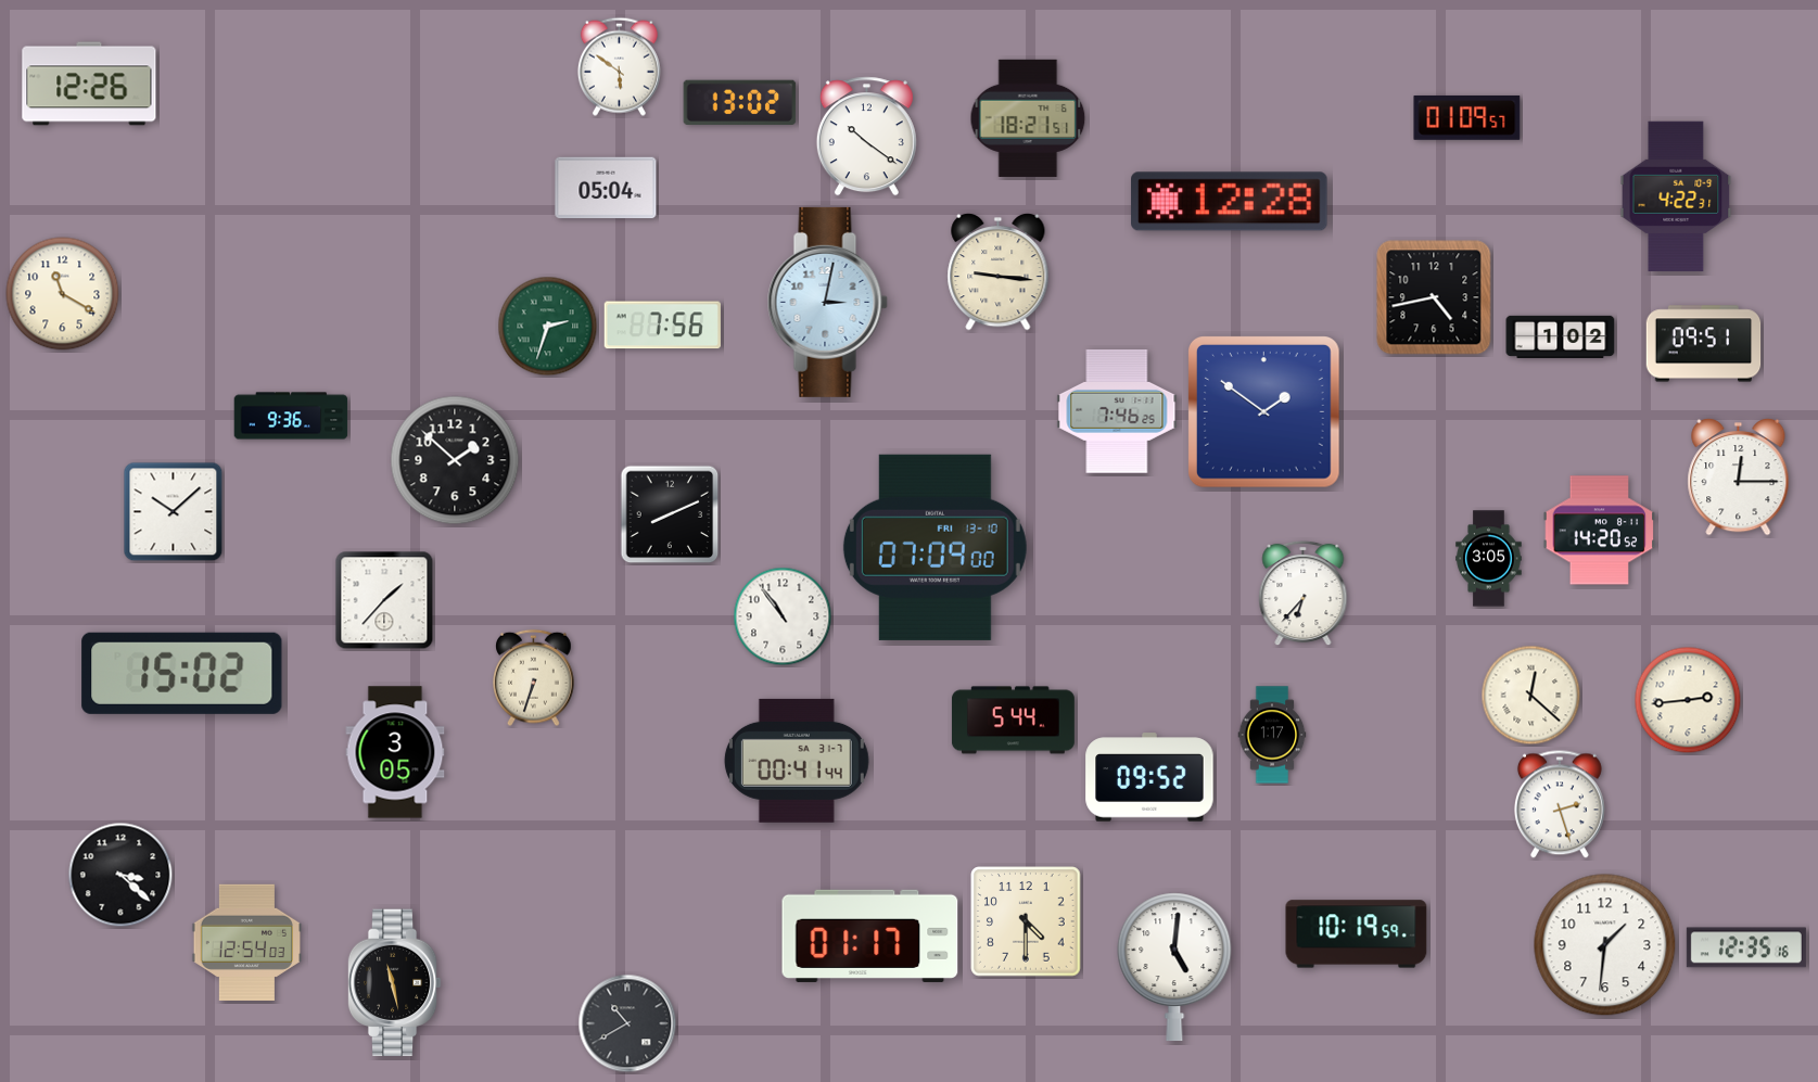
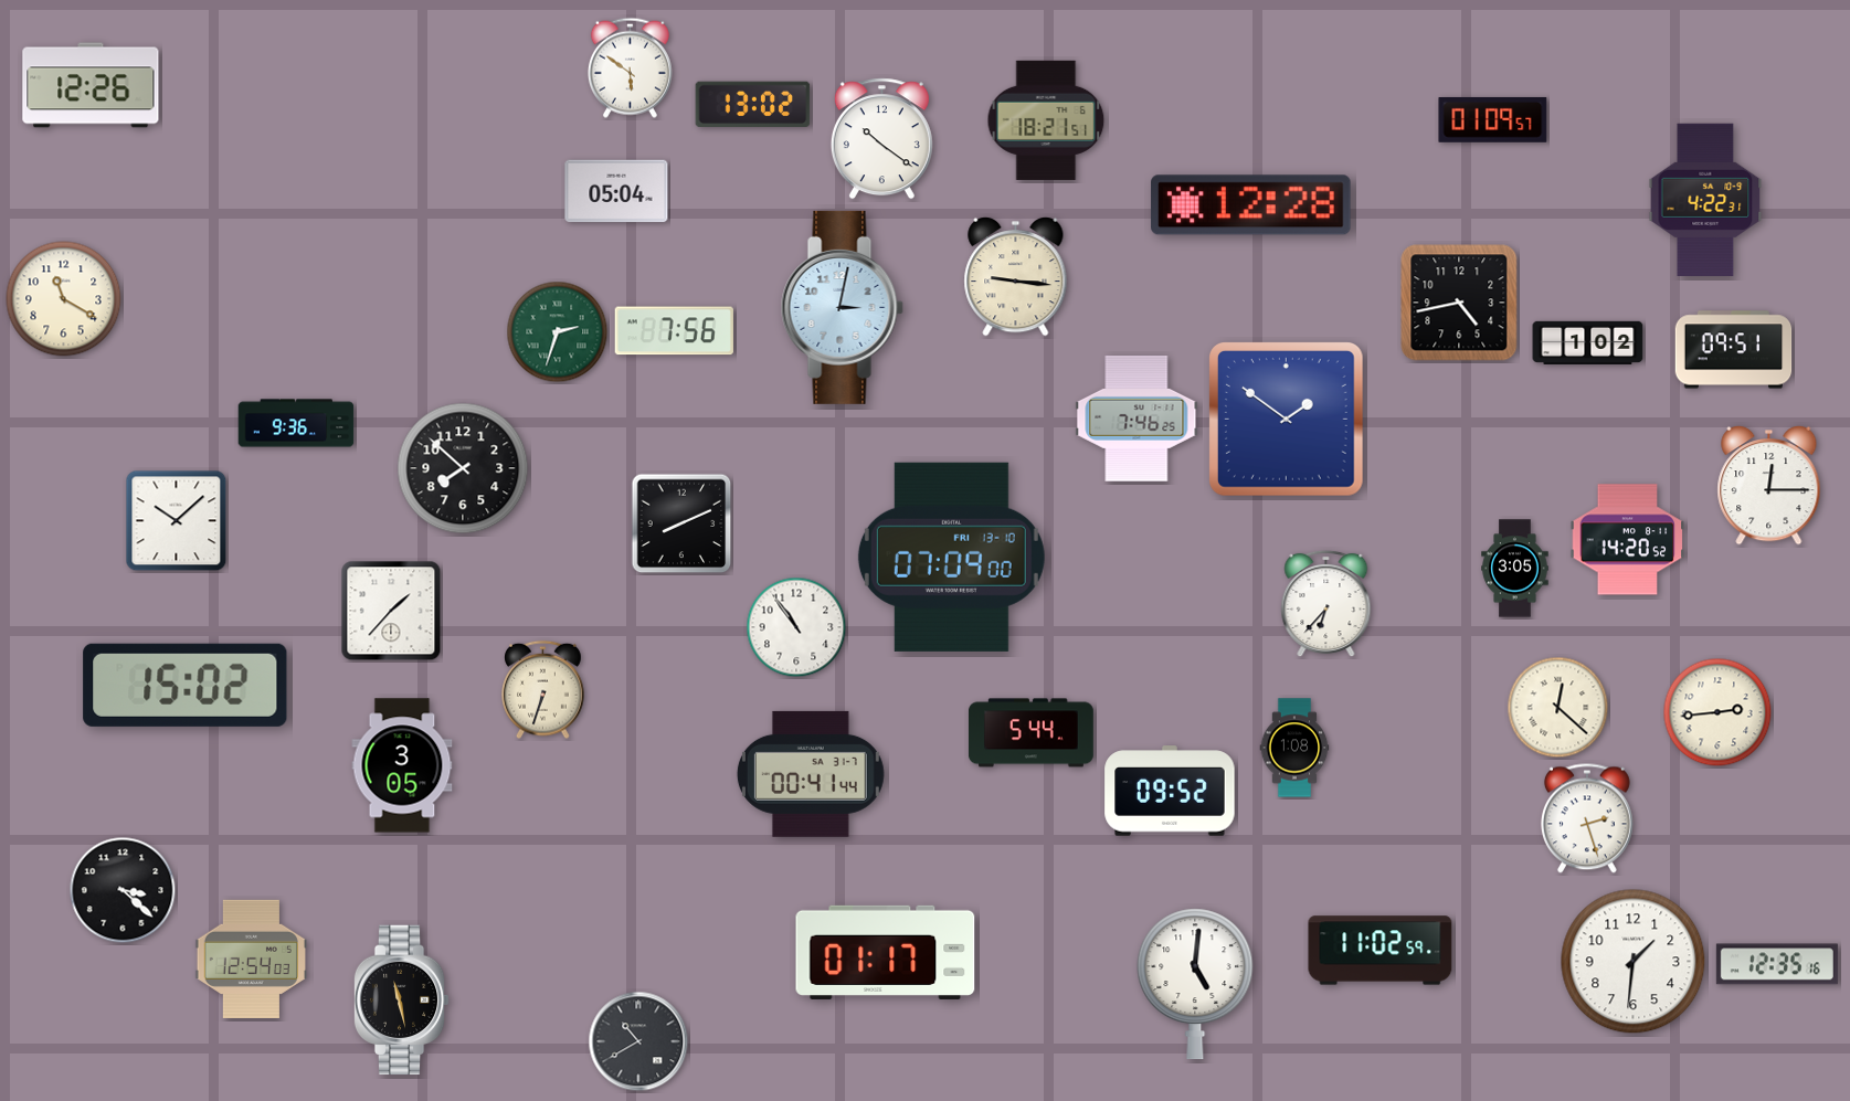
clock at (455, 460): 1:52 -> 7:52
clock at (1272, 735): 1:17 -> 1:08
clock at (1026, 921): 4:30 -> none
clock at (1357, 934): 10:19 -> 11:02
